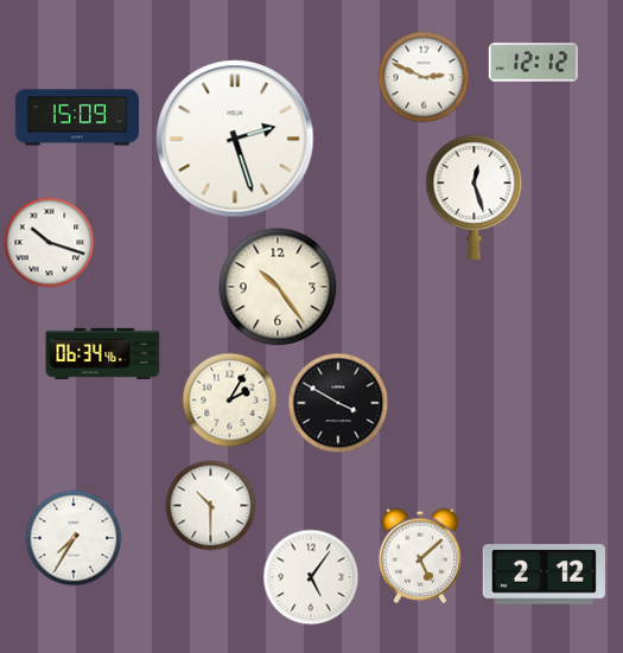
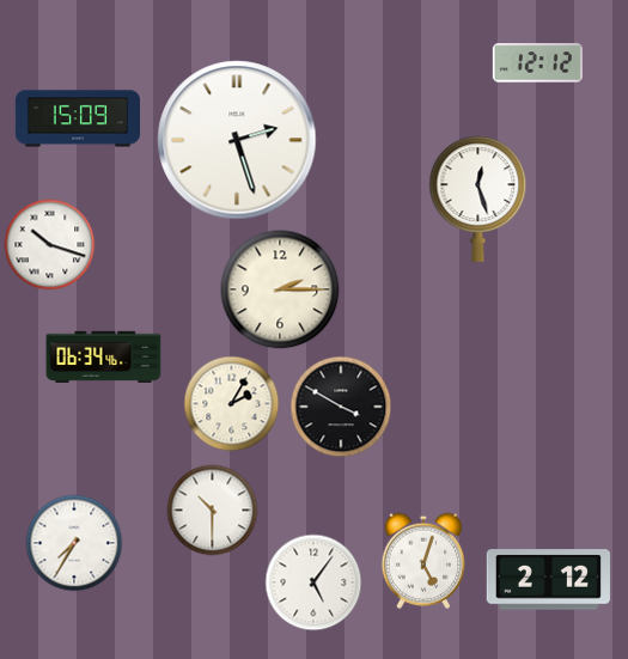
clock at (424, 77): 2:49 -> none
clock at (278, 287): 10:24 -> 2:15
clock at (420, 556): 5:08 -> 5:03
